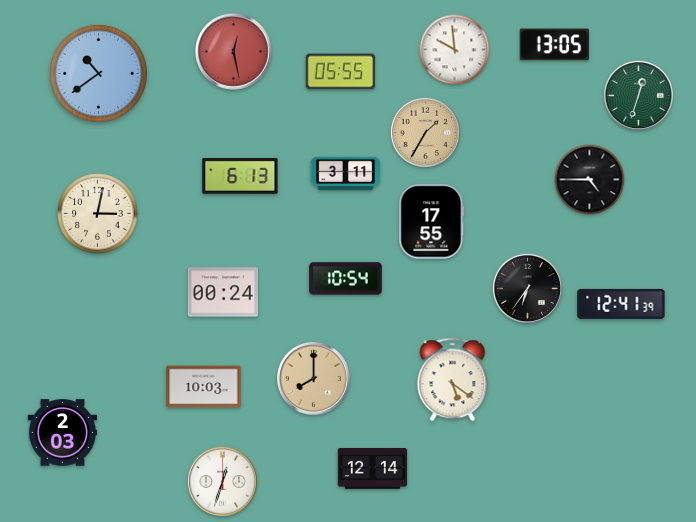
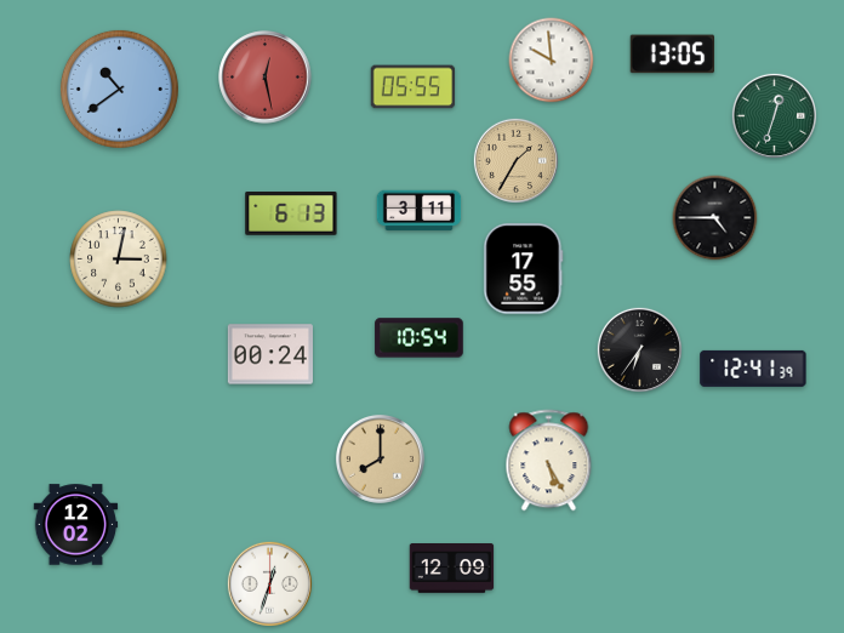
clock at (234, 52) position: (234, 52) -> (266, 78)
clock at (453, 380): 5:21 -> 5:25
clock at (204, 387): 10:03 -> none
clock at (63, 433): 2:03 -> 12:02
clock at (373, 469): 12:14 -> 12:09
